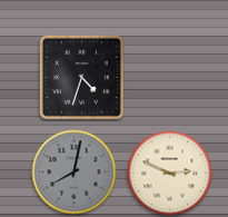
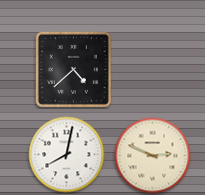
clock at (81, 77): 4:33 -> 4:38
clock at (75, 172) dial: grey -> white
